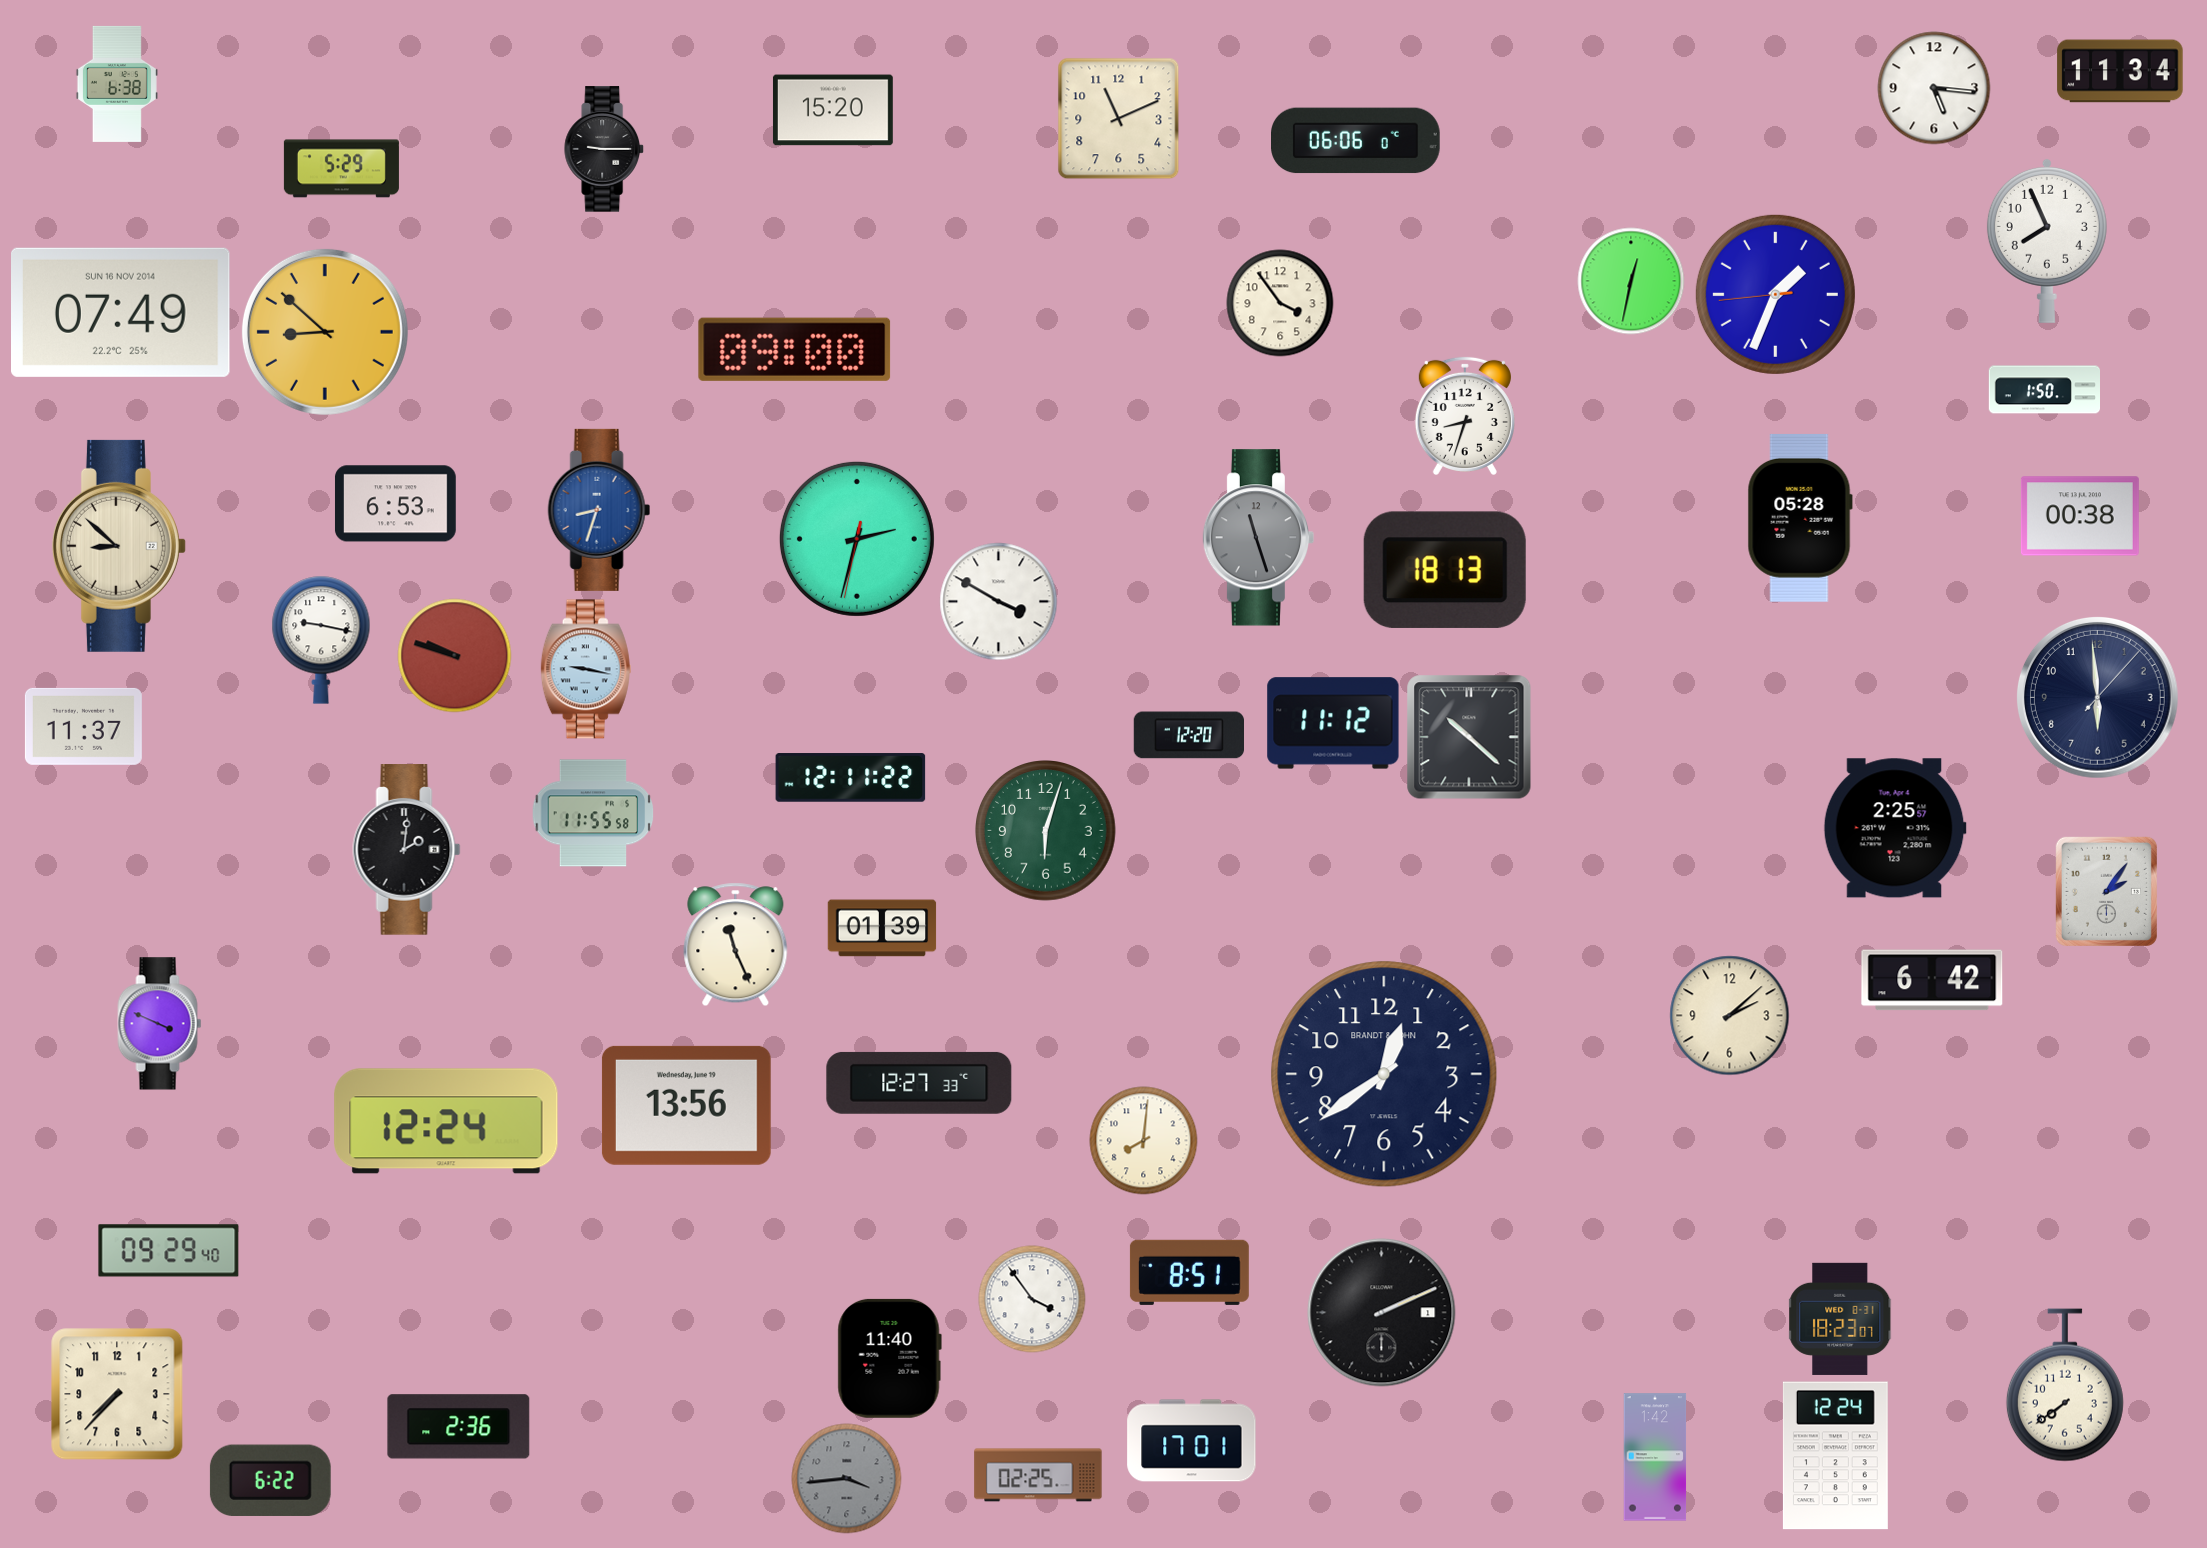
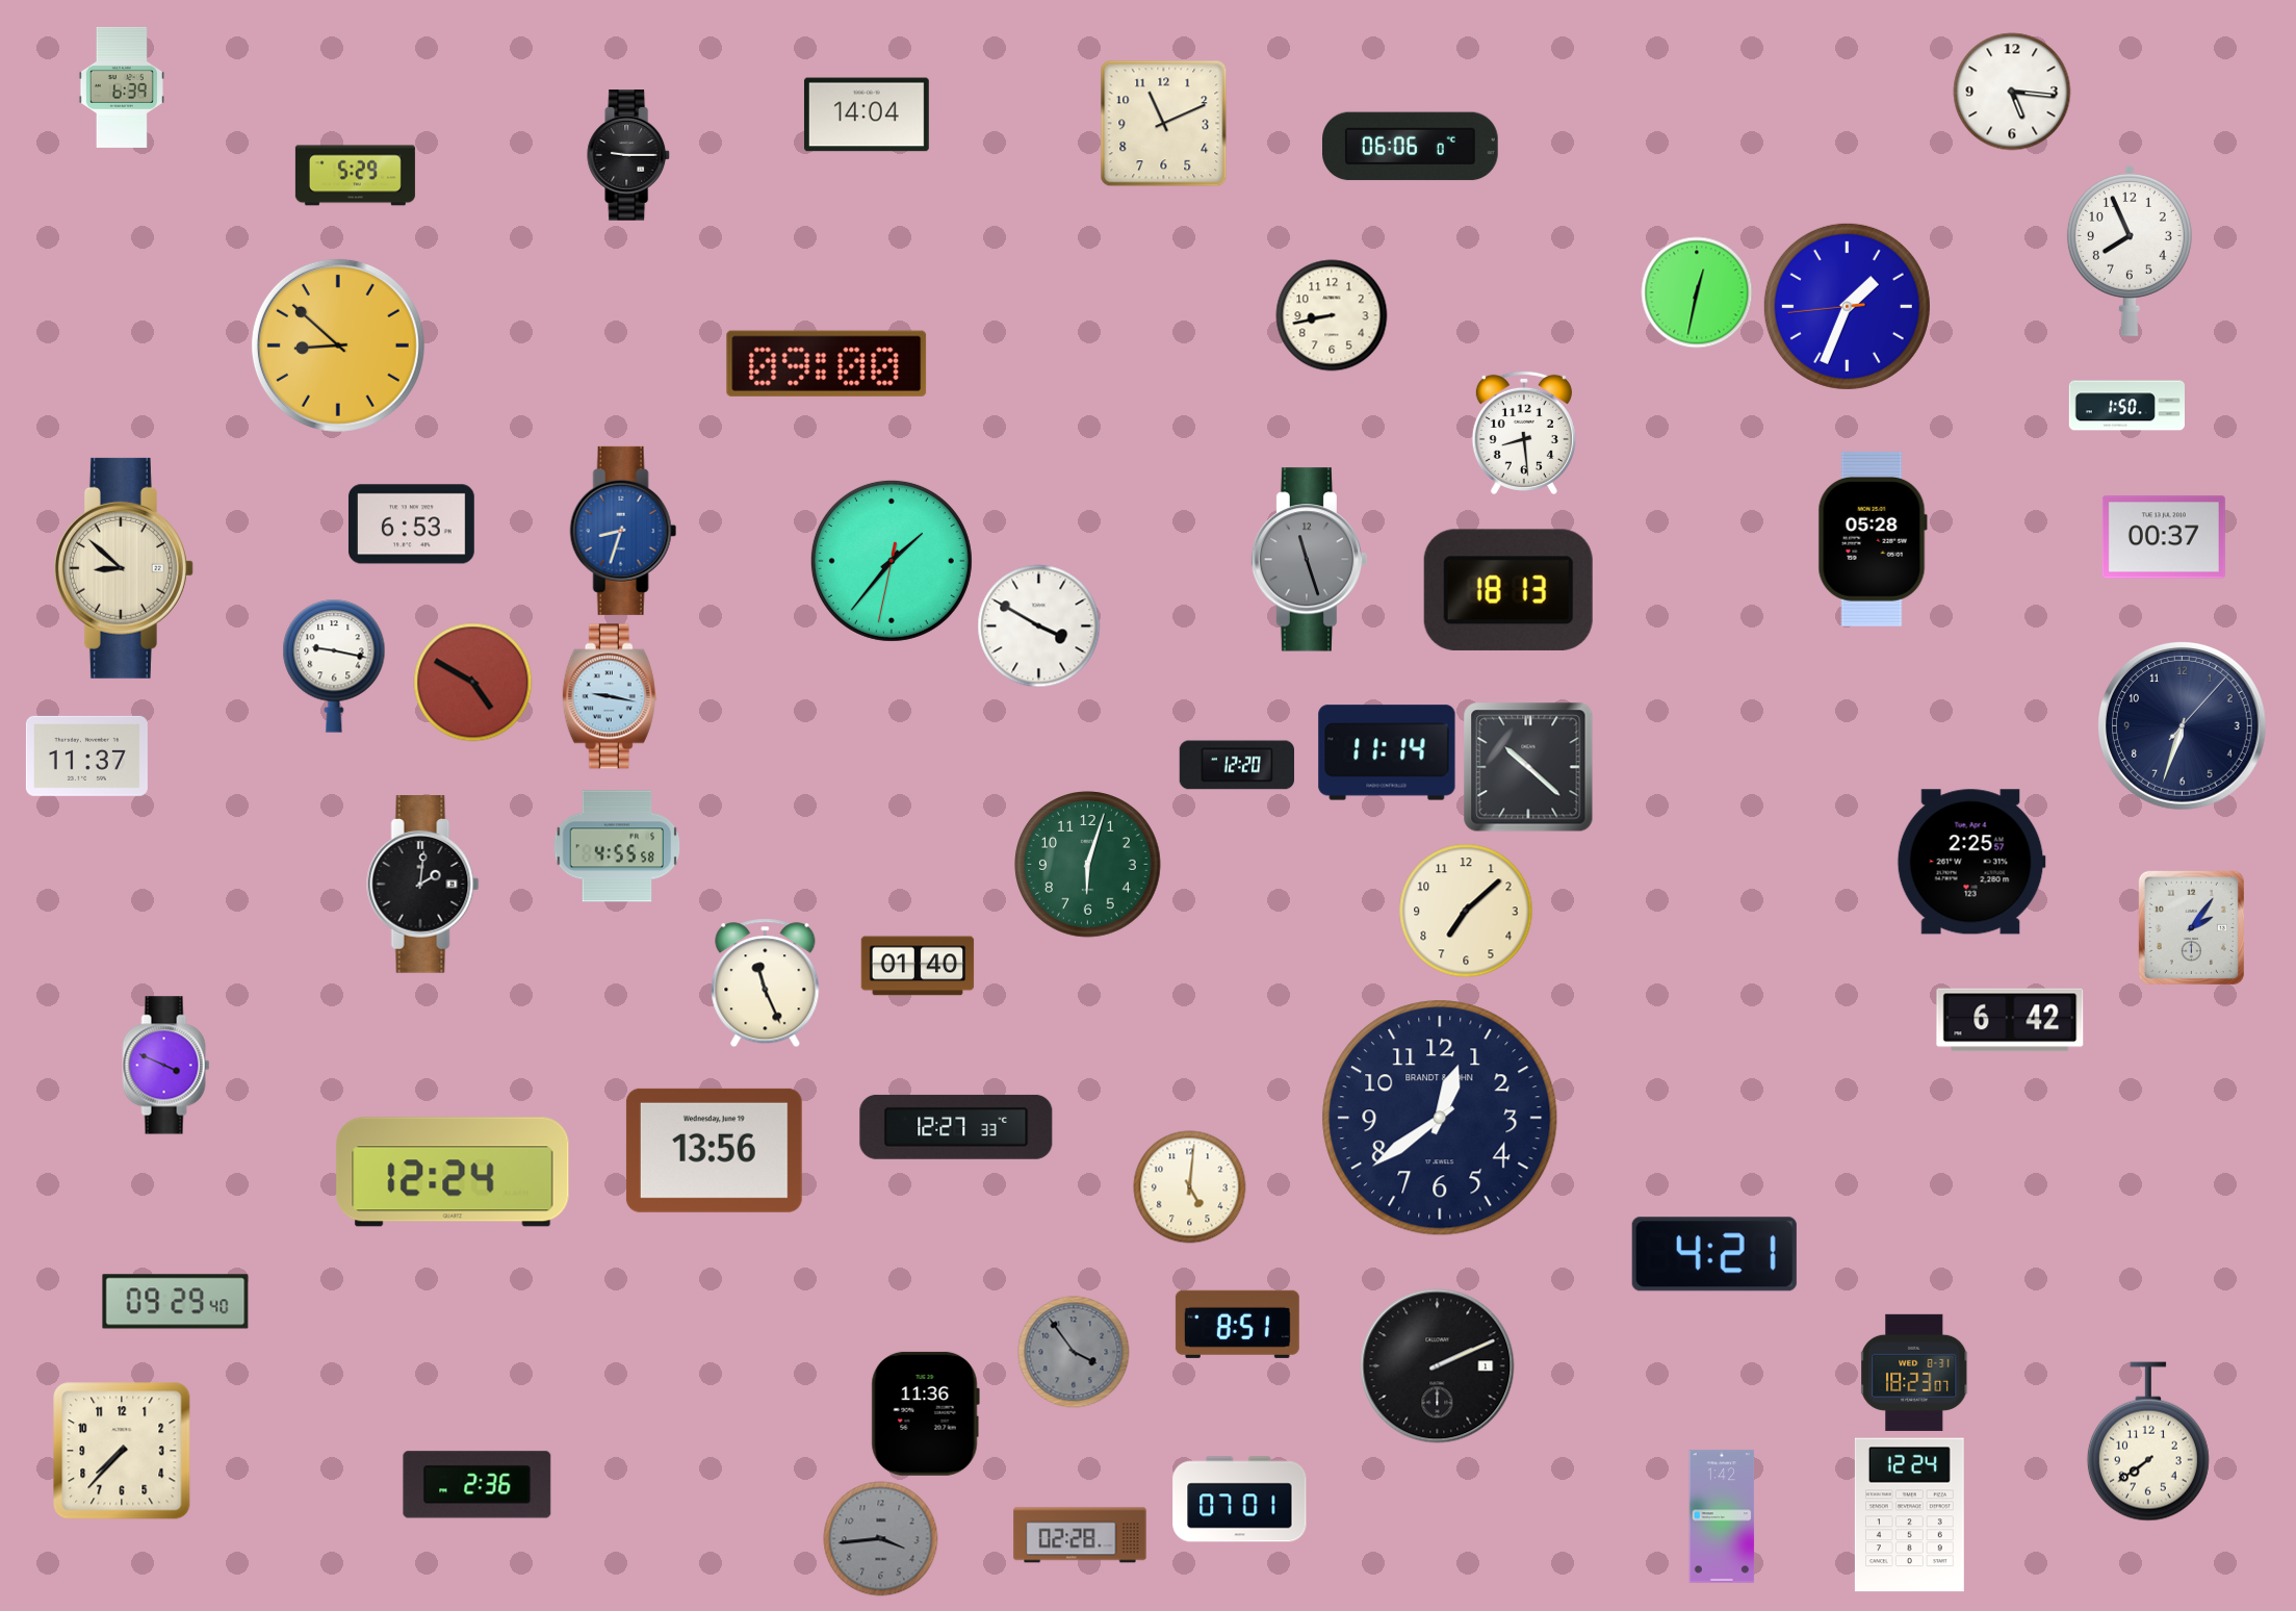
clock at (2120, 71): 11:34 -> none
clock at (117, 84): 6:38 -> 6:39
clock at (833, 110): 15:20 -> 14:04
clock at (1280, 303): 3:54 -> 8:43
clock at (121, 312): 07:49 -> none
clock at (1465, 415): 8:33 -> 8:29
clock at (2080, 516): 00:38 -> 00:37
clock at (857, 539): 2:32 -> 1:36
clock at (1445, 570) position: (1445, 570) -> (1508, 590)
clock at (455, 656): 9:48 -> 4:50
clock at (2097, 697): 5:59 -> 6:33
clock at (1333, 723): 11:12 -> 11:14
clock at (851, 778): 12:11 -> none
clock at (593, 813): 11:55 -> 4:55
clock at (1466, 911): none -> 7:08
clock at (882, 928): 01:39 -> 01:40
clock at (1730, 1016): 2:08 -> none
clock at (446, 1121) position: (446, 1121) -> (453, 1172)
clock at (1144, 1141): 8:01 -> 5:01
clock at (1714, 1254): none -> 4:21
clock at (1032, 1299) dial: white -> grey
clock at (889, 1358): 11:40 -> 11:36
clock at (1192, 1441): 17:01 -> 07:01
clock at (1038, 1475): 02:25 -> 02:28
clock at (270, 1480): 6:22 -> none
